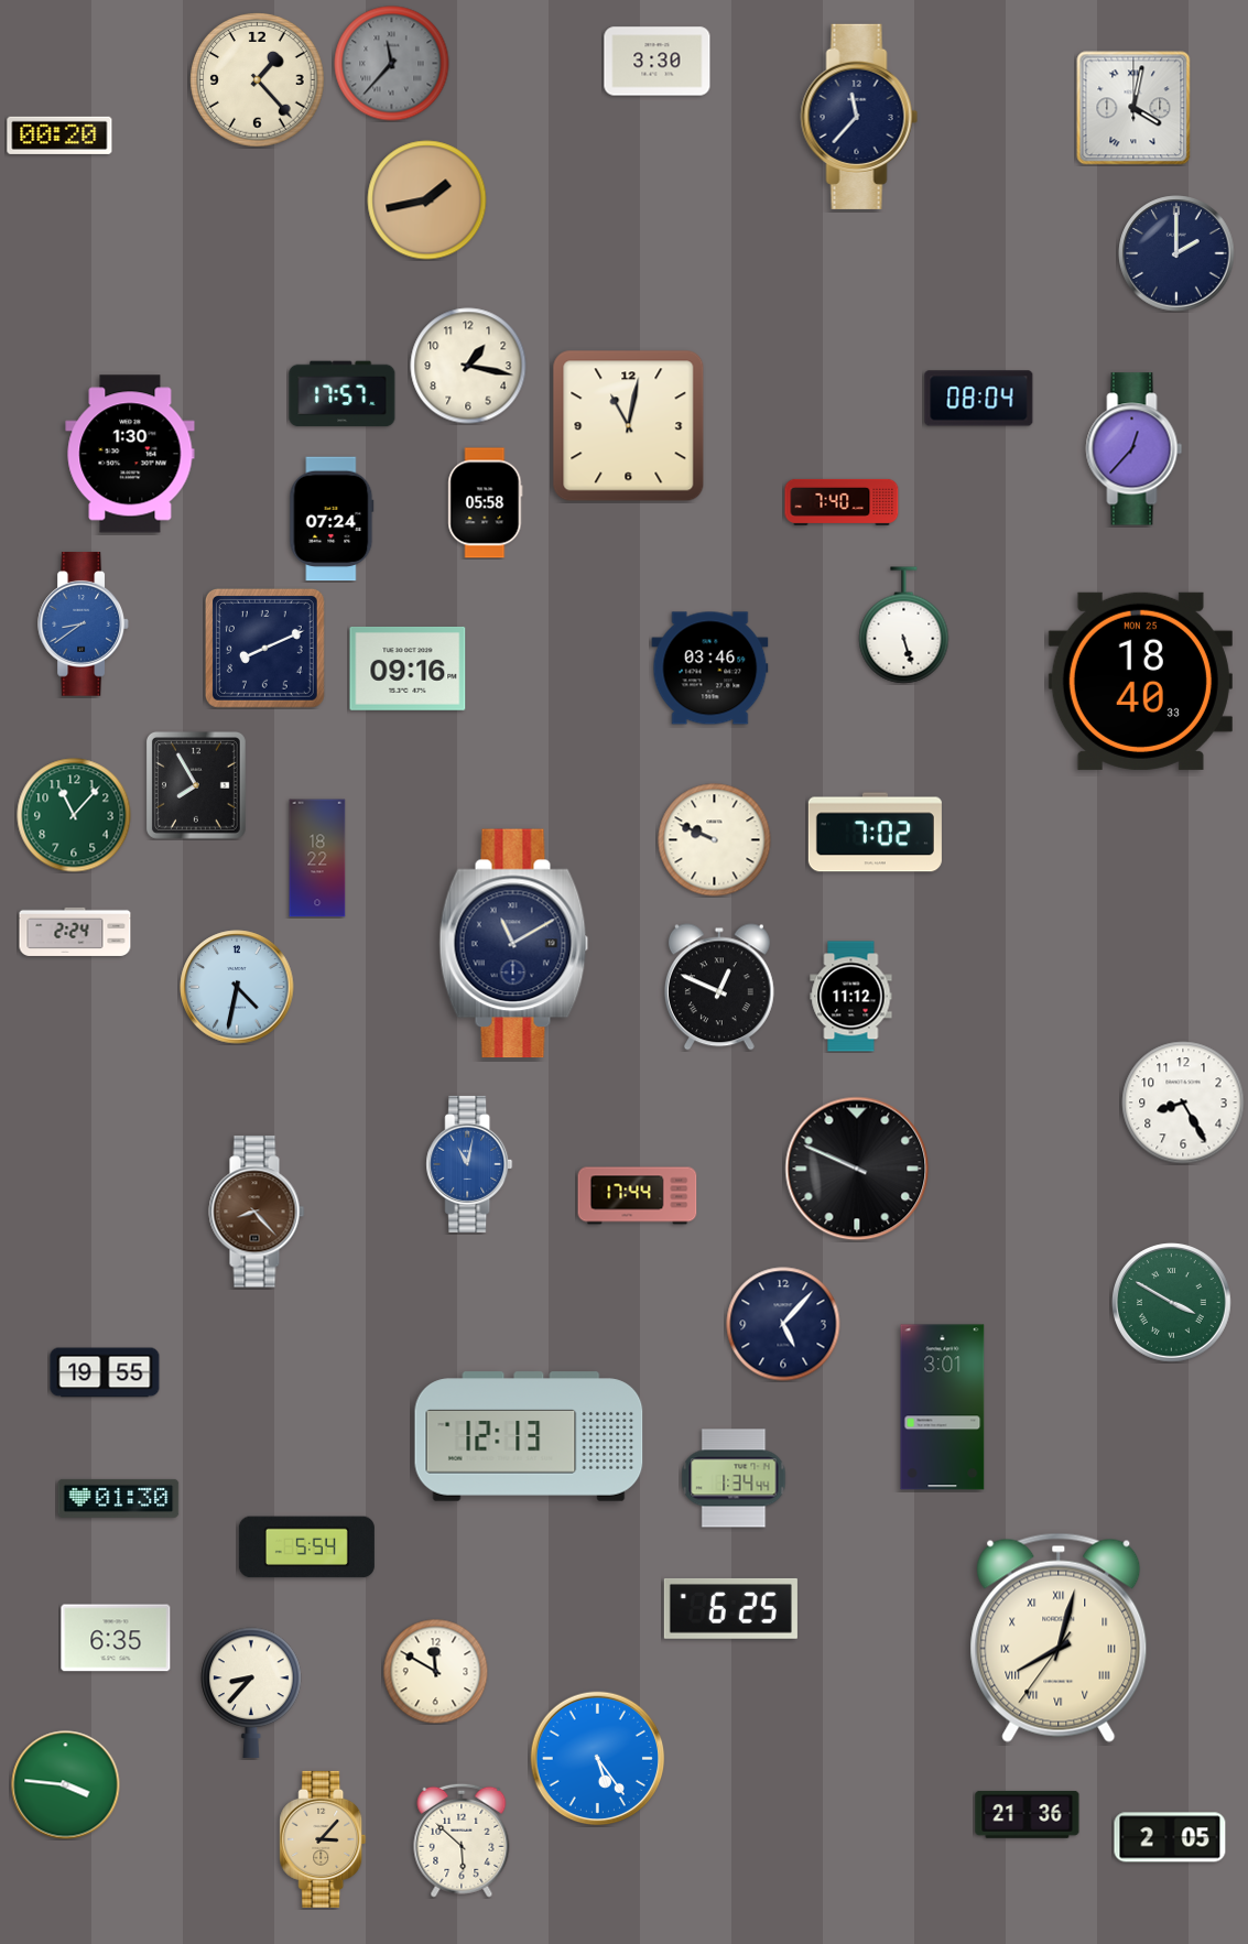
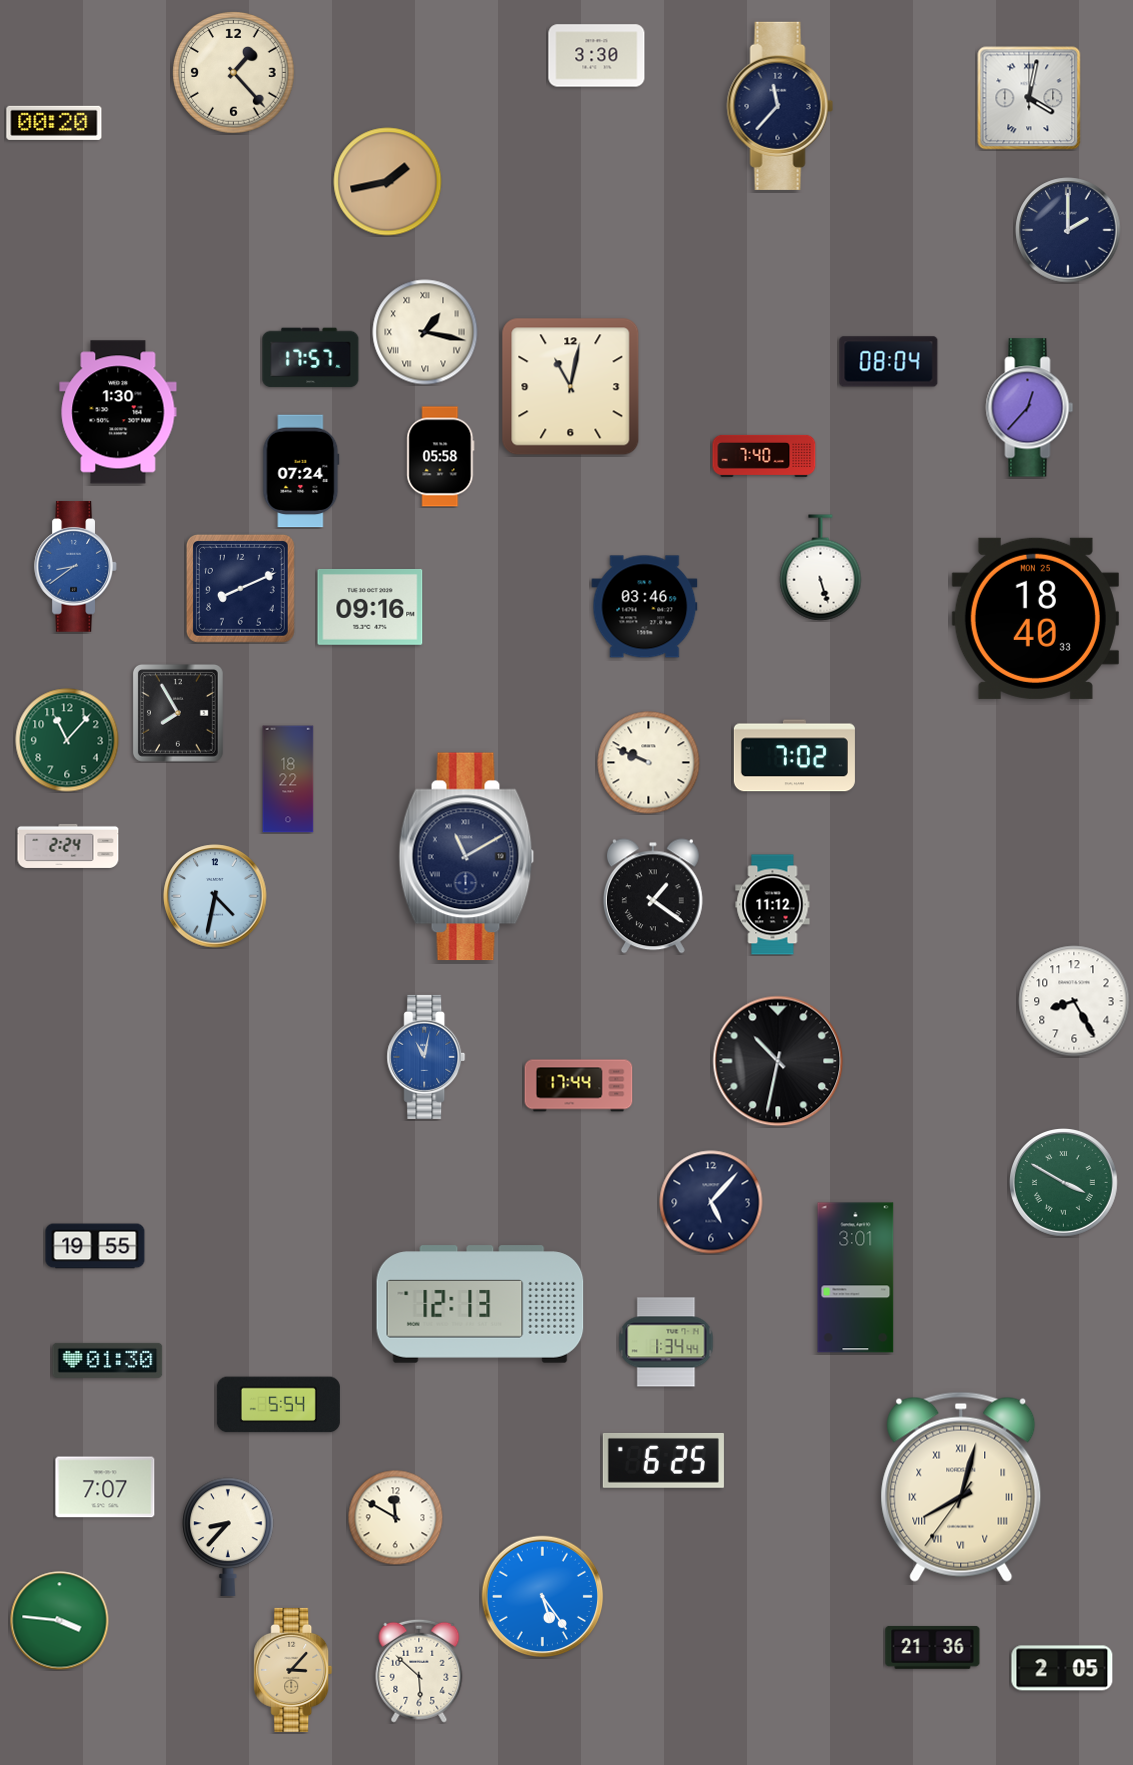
clock at (392, 64): 11:37 -> none
clock at (468, 366) numerals: Arabic -> Roman
clock at (719, 987): 12:49 -> 1:21
clock at (857, 1169): 9:49 -> 10:32
clock at (257, 1212): 8:23 -> none
clock at (116, 1638): 6:35 -> 7:07
